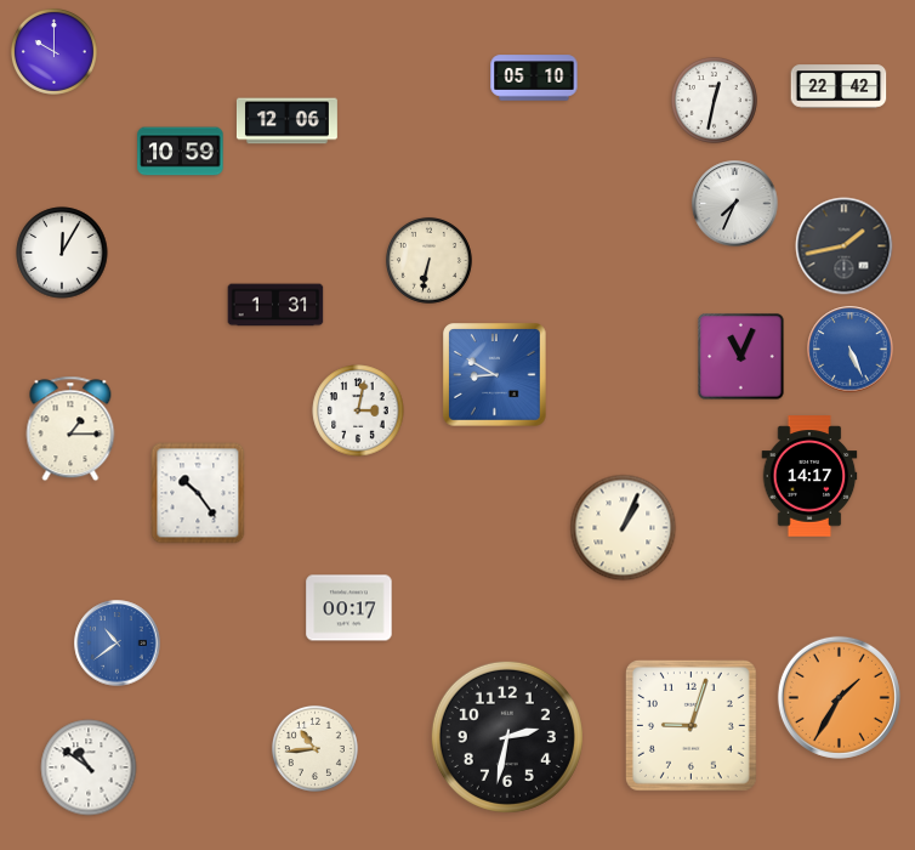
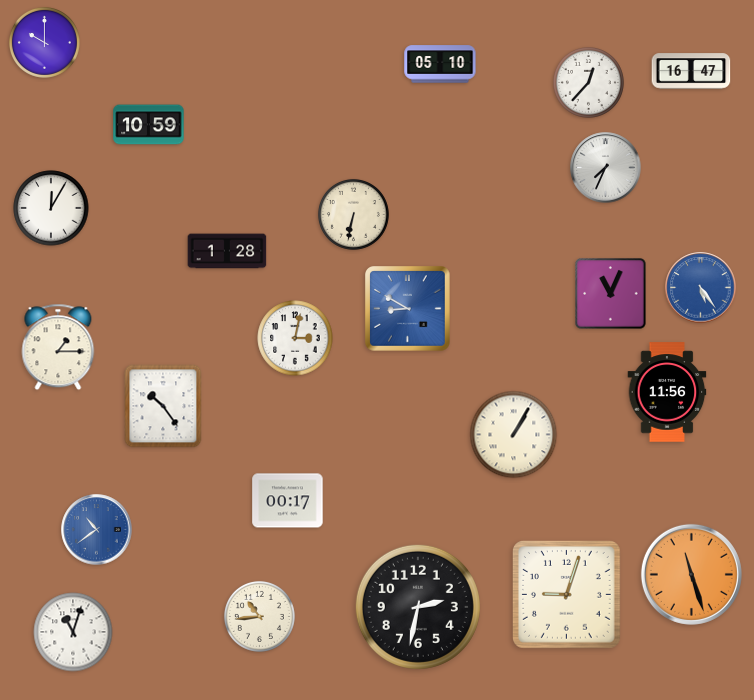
clock at (839, 86): 22:42 -> 16:47
clock at (714, 100): 12:32 -> 12:37
clock at (286, 121): 12:06 -> none
clock at (845, 246): 1:43 -> none
clock at (275, 305): 1:31 -> 1:28
clock at (851, 350): 5:26 -> 5:24
clock at (70, 429) position: (70, 429) -> (58, 347)
clock at (809, 476): 14:17 -> 11:56
clock at (624, 528): 1:04 -> 1:05
clock at (839, 697): 1:35 -> 11:27
clock at (692, 726) position: (692, 726) -> (567, 595)
clock at (89, 767): 10:51 -> 11:03
